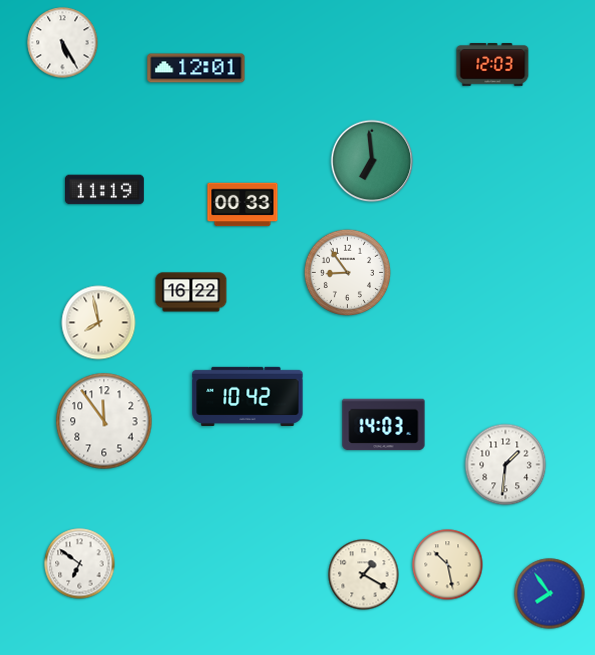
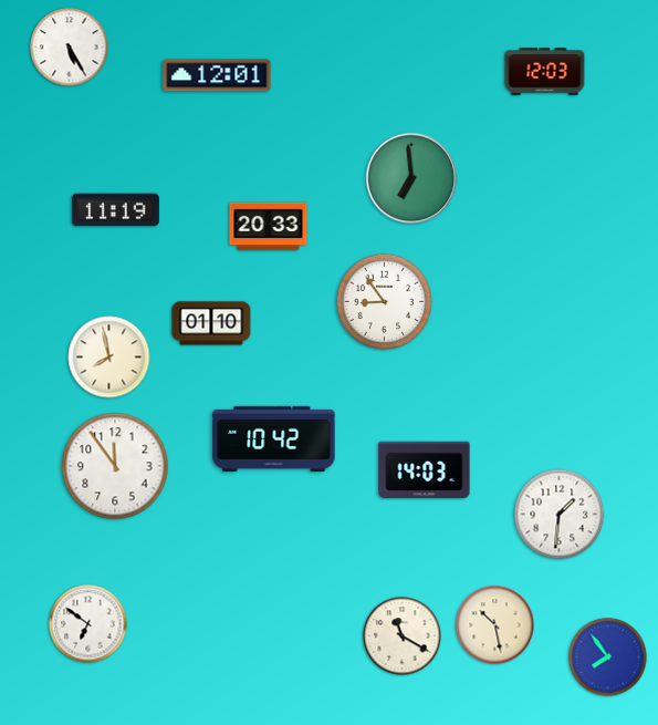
clock at (243, 205): 00:33 -> 20:33
clock at (191, 292): 16:22 -> 01:10
clock at (364, 575): 1:20 -> 11:20
